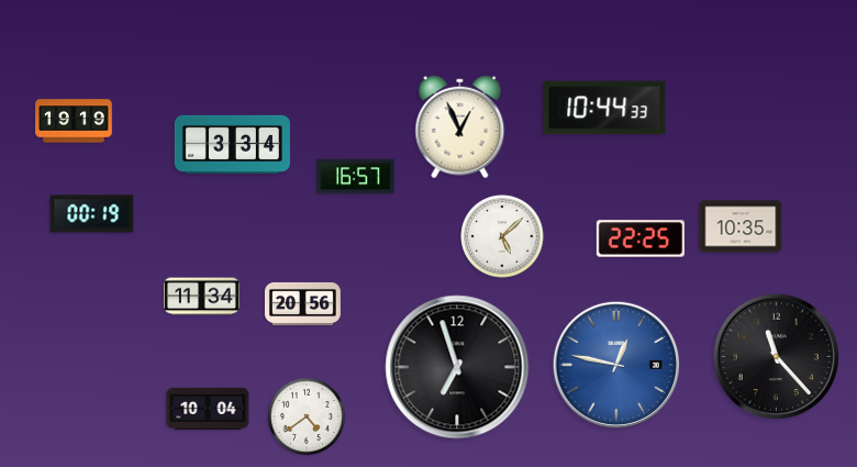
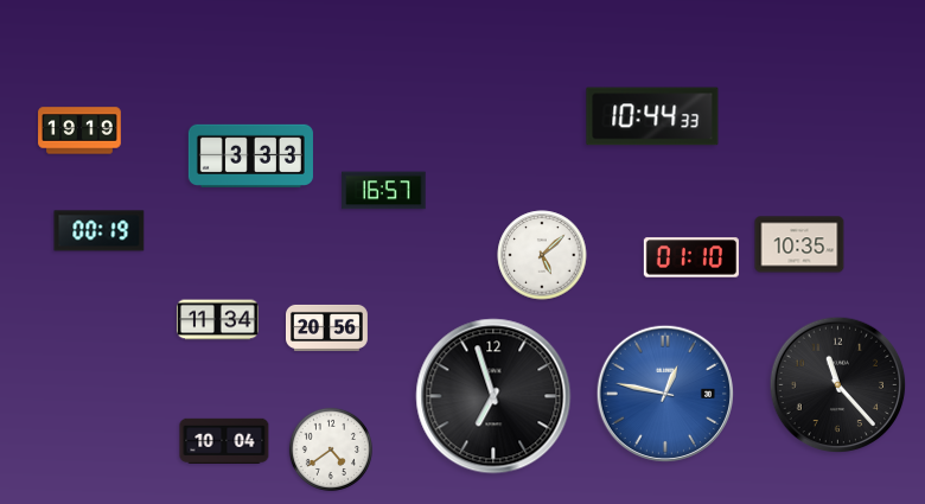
clock at (460, 127): 12:56 -> none
clock at (232, 144): 3:34 -> 3:33
clock at (641, 238): 22:25 -> 01:10
